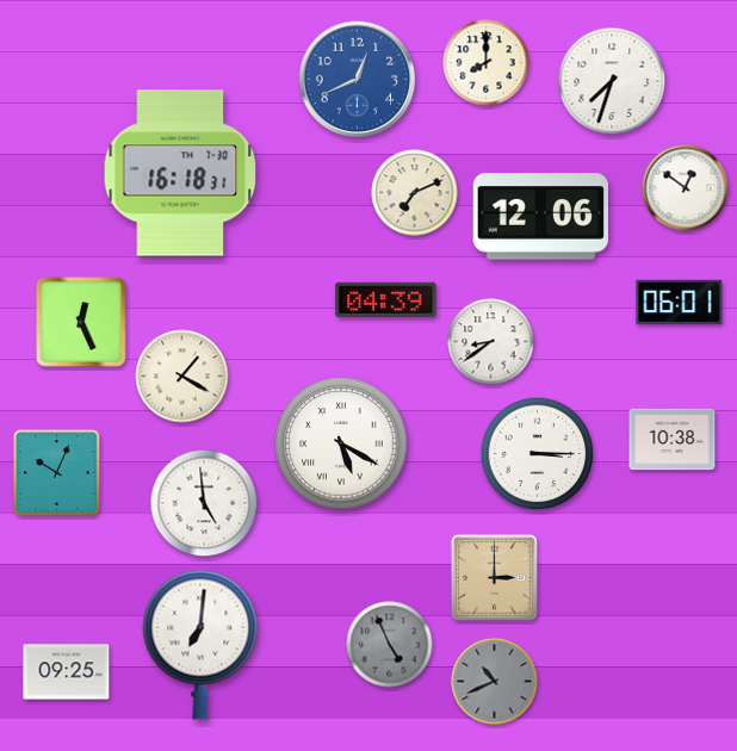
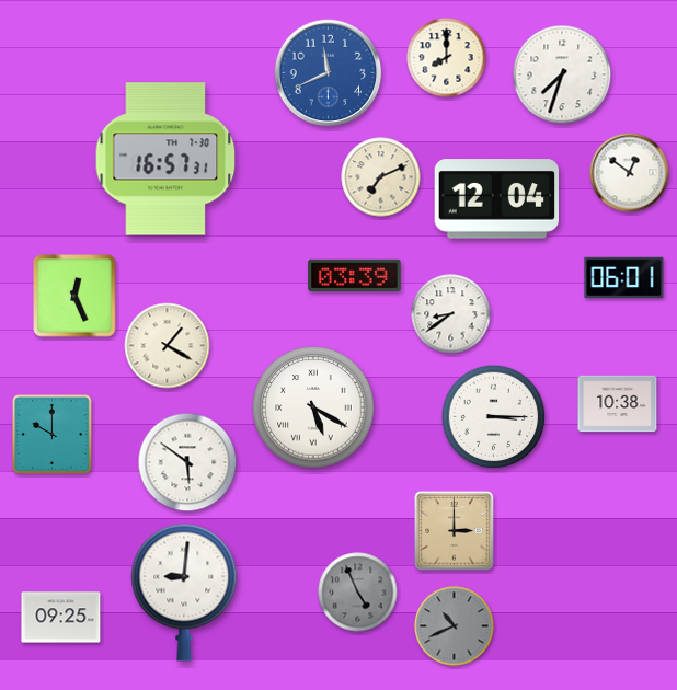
clock at (358, 80): 12:41 -> 11:41
clock at (180, 173): 16:18 -> 16:57
clock at (541, 217): 12:06 -> 12:04
clock at (386, 299): 04:39 -> 03:39
clock at (57, 473): 10:04 -> 10:00
clock at (204, 503): 4:59 -> 5:51
clock at (200, 645): 7:01 -> 9:01
